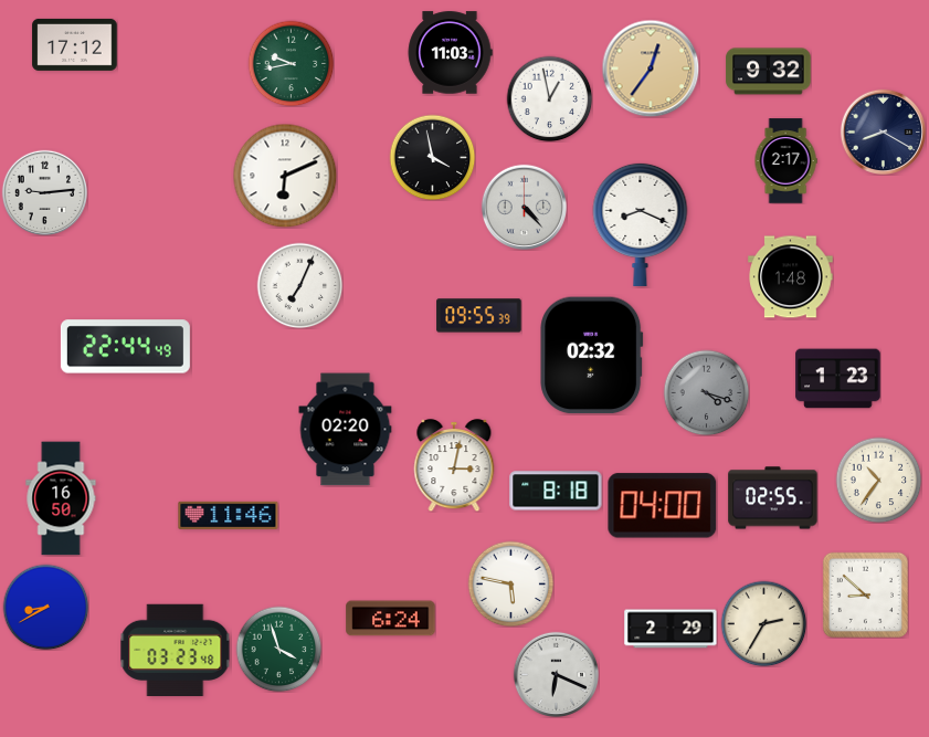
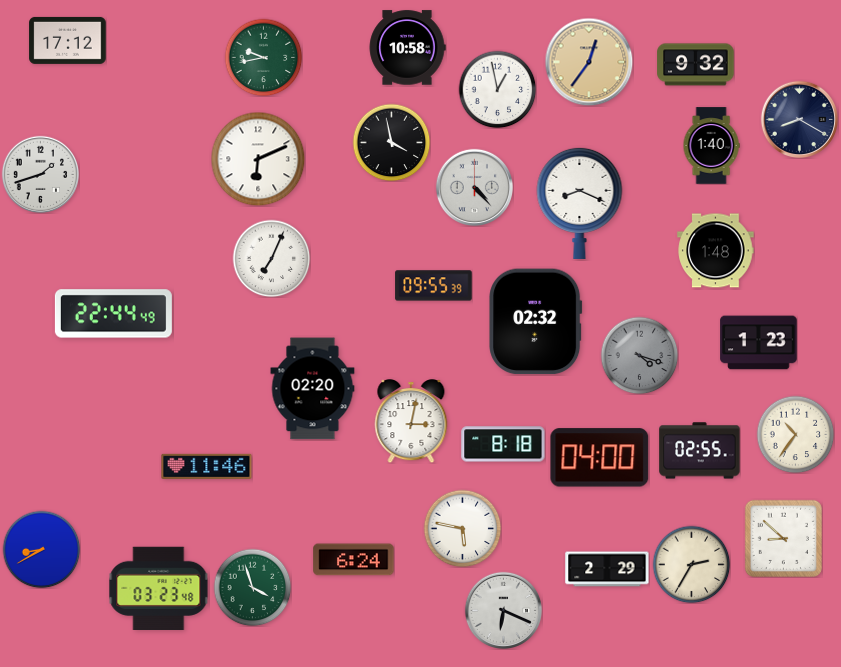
clock at (450, 53): 11:03 -> 10:58
clock at (785, 161): 2:17 -> 1:40
clock at (44, 192): 9:14 -> 1:42
clock at (61, 498): 16:50 -> none
